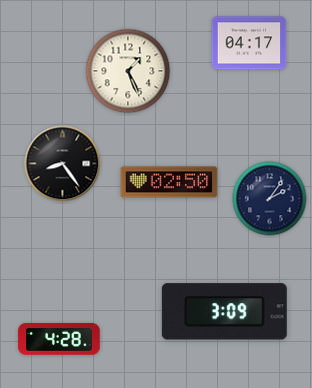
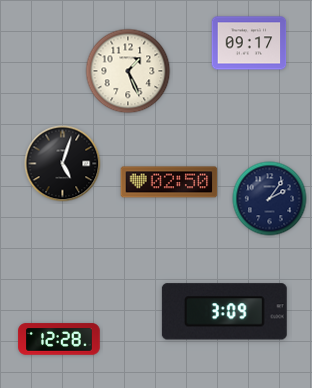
clock at (249, 43): 04:17 -> 09:17
clock at (63, 164): 8:24 -> 5:03
clock at (59, 339): 4:28 -> 12:28
